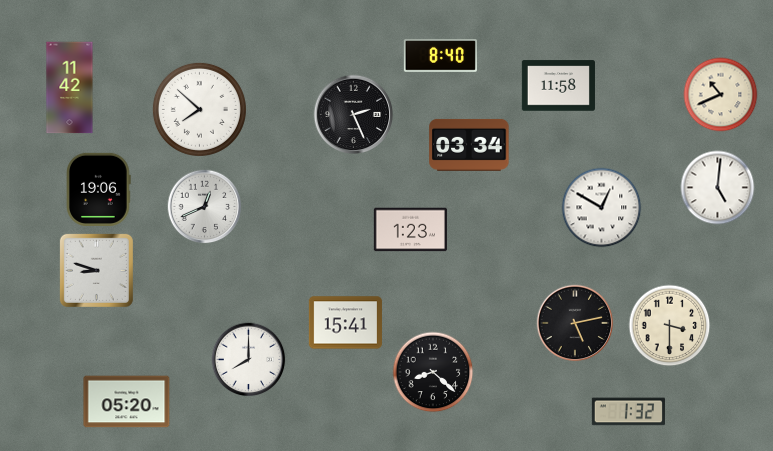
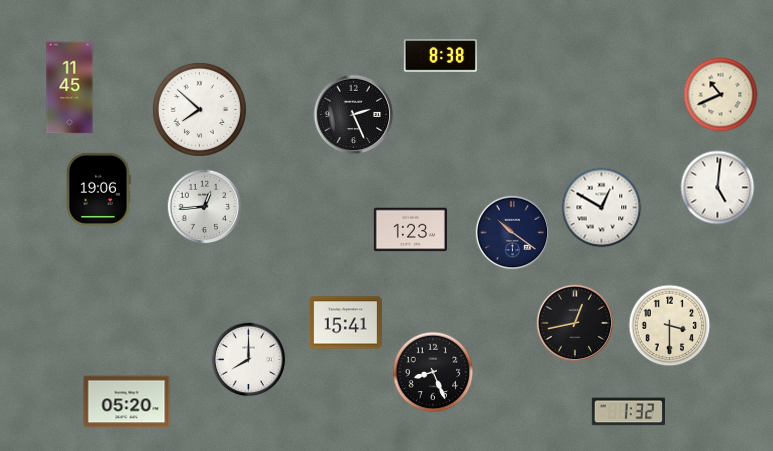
clock at (440, 56): 8:40 -> 8:38
clock at (558, 86): 11:58 -> none
clock at (70, 88): 11:42 -> 11:45
clock at (469, 145): 03:34 -> none
clock at (205, 207): 12:41 -> 12:44
clock at (513, 233): none -> 10:21
clock at (96, 270): 8:48 -> none
clock at (575, 323): 5:13 -> 12:43
clock at (433, 372): 8:22 -> 8:26
